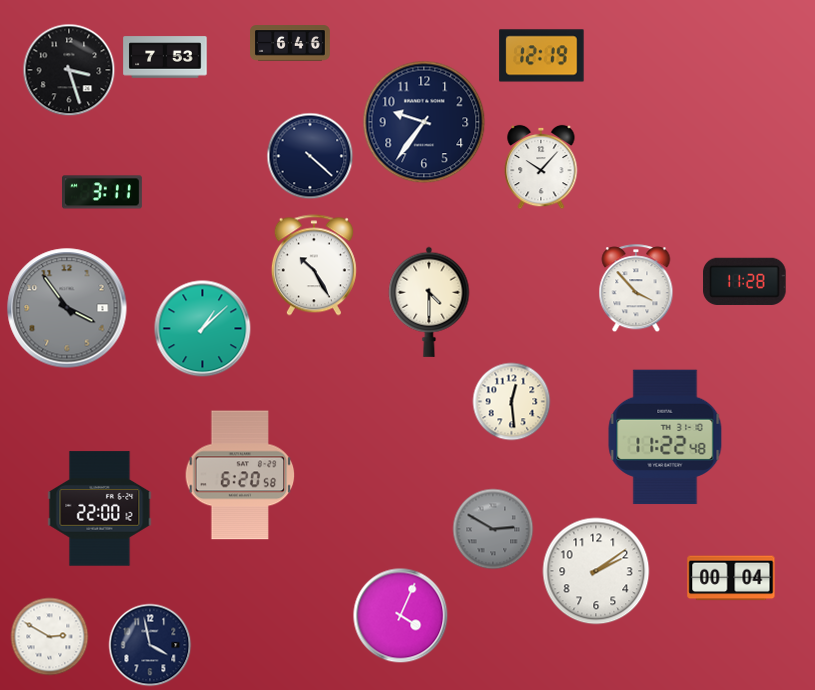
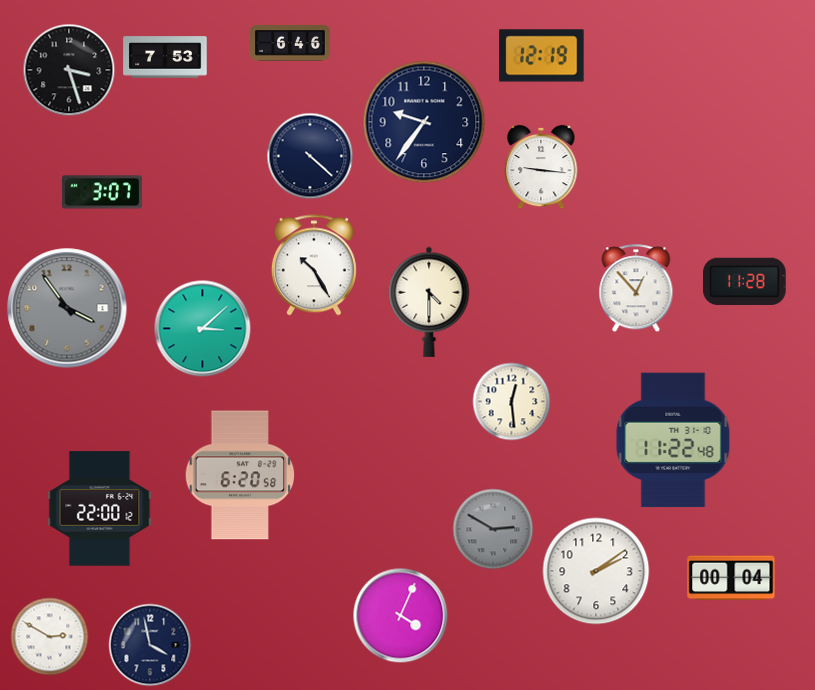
clock at (541, 167): 10:07 -> 9:16
clock at (103, 192): 3:11 -> 3:07
clock at (636, 289): 3:53 -> 12:53
clock at (203, 329): 1:08 -> 3:08
clock at (665, 437) position: (665, 437) -> (673, 440)
